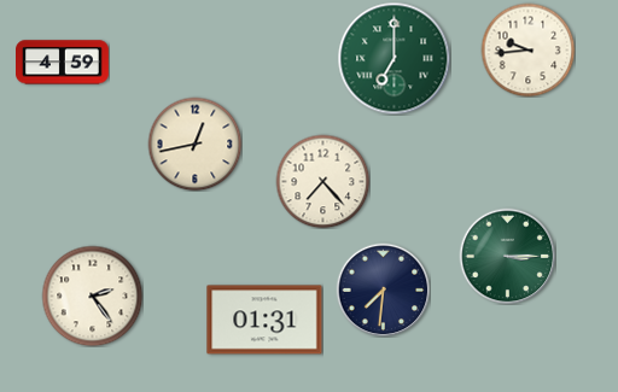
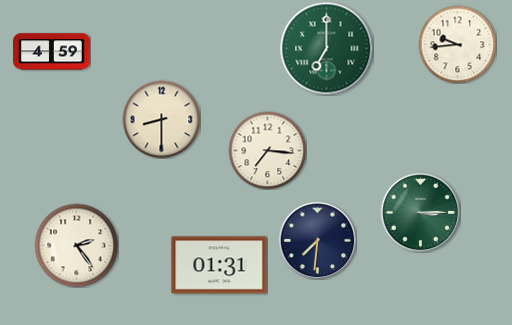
clock at (527, 49) position: (527, 49) -> (457, 44)
clock at (194, 144): 12:43 -> 8:30
clock at (322, 181): 7:23 -> 7:16
